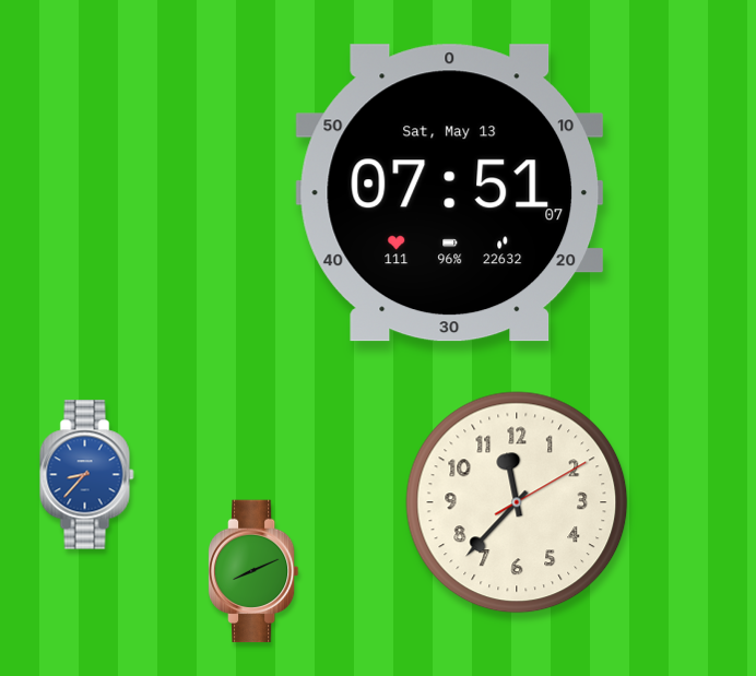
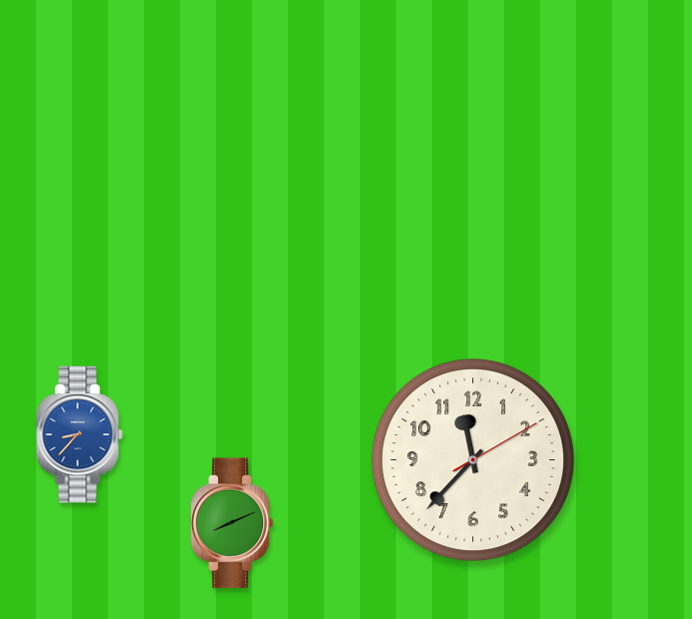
clock at (450, 193): 07:51 -> none
